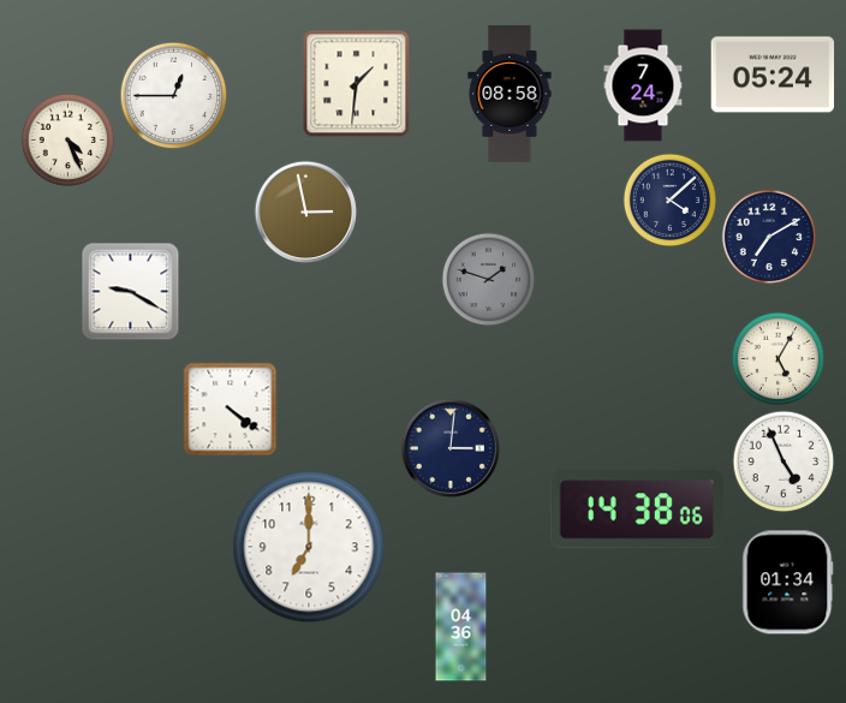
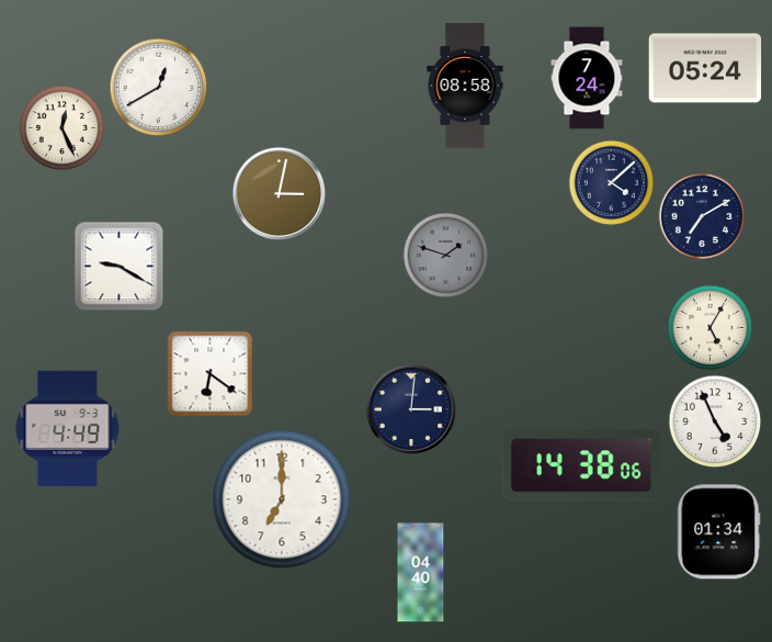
clock at (356, 83): 1:31 -> none
clock at (173, 95): 12:45 -> 12:40
clock at (67, 139): 4:26 -> 12:26
clock at (305, 212): 2:58 -> 3:02
clock at (230, 409): 4:21 -> 6:21
clock at (68, 428): none -> 4:49
clock at (461, 627): 04:36 -> 04:40
